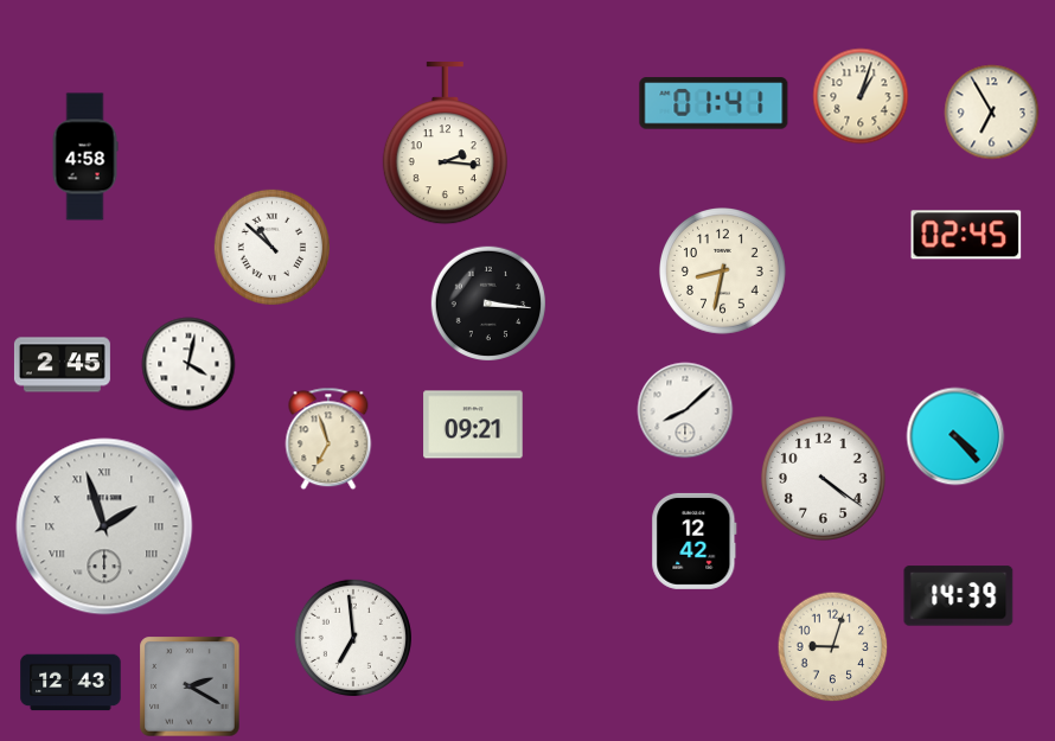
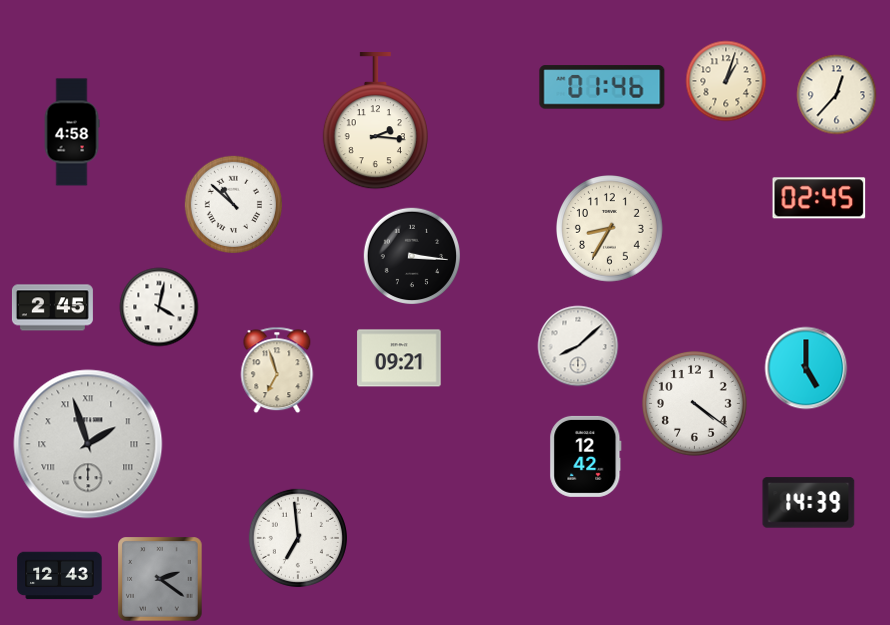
clock at (714, 103): 01:41 -> 01:46
clock at (992, 113): 6:55 -> 12:37
clock at (966, 235) position: (966, 235) -> (819, 198)
clock at (271, 247) position: (271, 247) -> (233, 204)
clock at (723, 272): 8:32 -> 8:35
clock at (955, 436): 4:23 -> 5:00
clock at (833, 647): 9:03 -> none
clock at (190, 686): 2:20 -> 2:21
